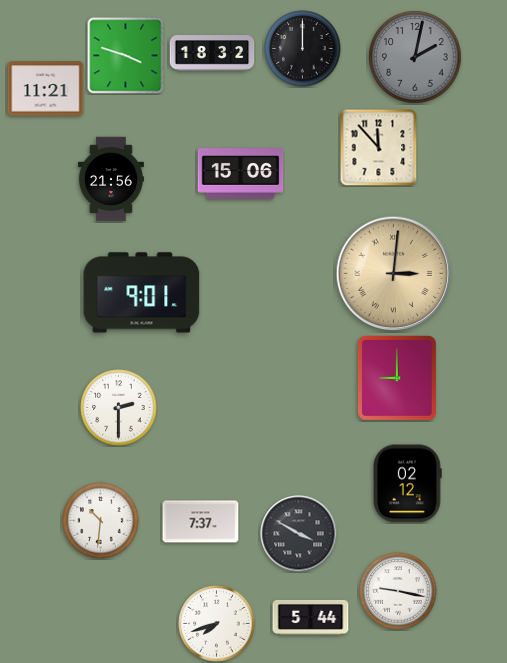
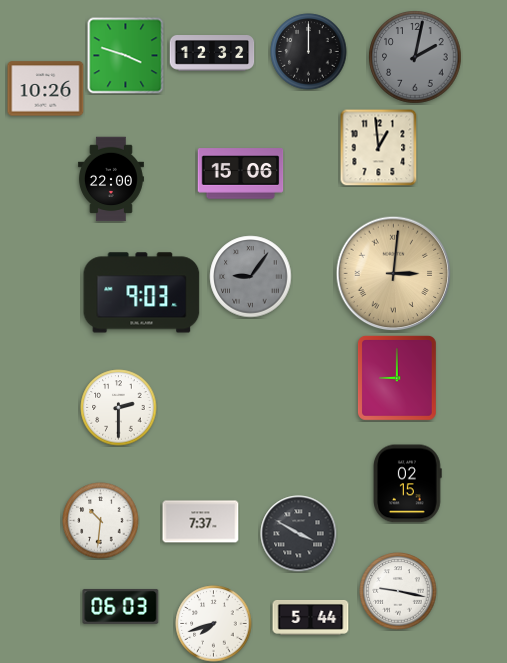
clock at (303, 49) position: (303, 49) -> (309, 52)
clock at (212, 53): 18:32 -> 12:32
clock at (46, 89): 11:21 -> 10:26
clock at (378, 147): 11:53 -> 12:59
clock at (111, 179): 21:56 -> 22:00
clock at (251, 277): none -> 9:06
clock at (142, 293): 9:01 -> 9:03
clock at (408, 484): 02:12 -> 02:15
clock at (121, 606): none -> 06:03
clock at (217, 624) position: (217, 624) -> (214, 624)
